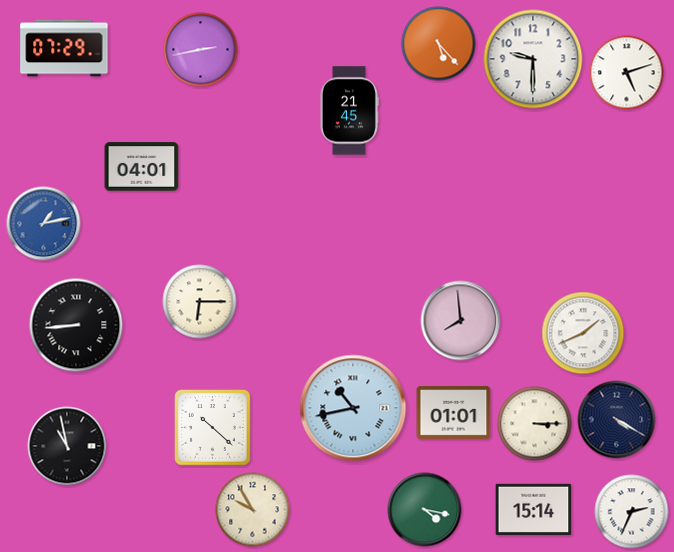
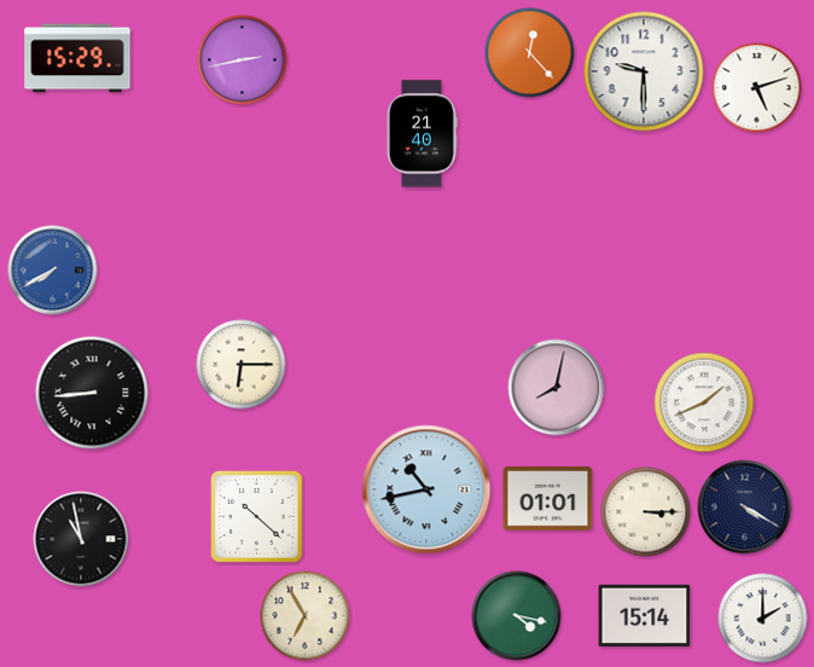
clock at (439, 44): 5:23 -> 12:23
clock at (64, 48): 07:29 -> 15:29
clock at (349, 111): 21:45 -> 21:40
clock at (142, 167): 04:01 -> none
clock at (44, 224): 1:13 -> 7:40
clock at (461, 321): 7:59 -> 8:02
clock at (353, 408) position: (353, 408) -> (426, 489)
clock at (253, 510): 9:55 -> 6:55
clock at (425, 510) position: (425, 510) -> (517, 616)
clock at (632, 512): 2:34 -> 2:00
